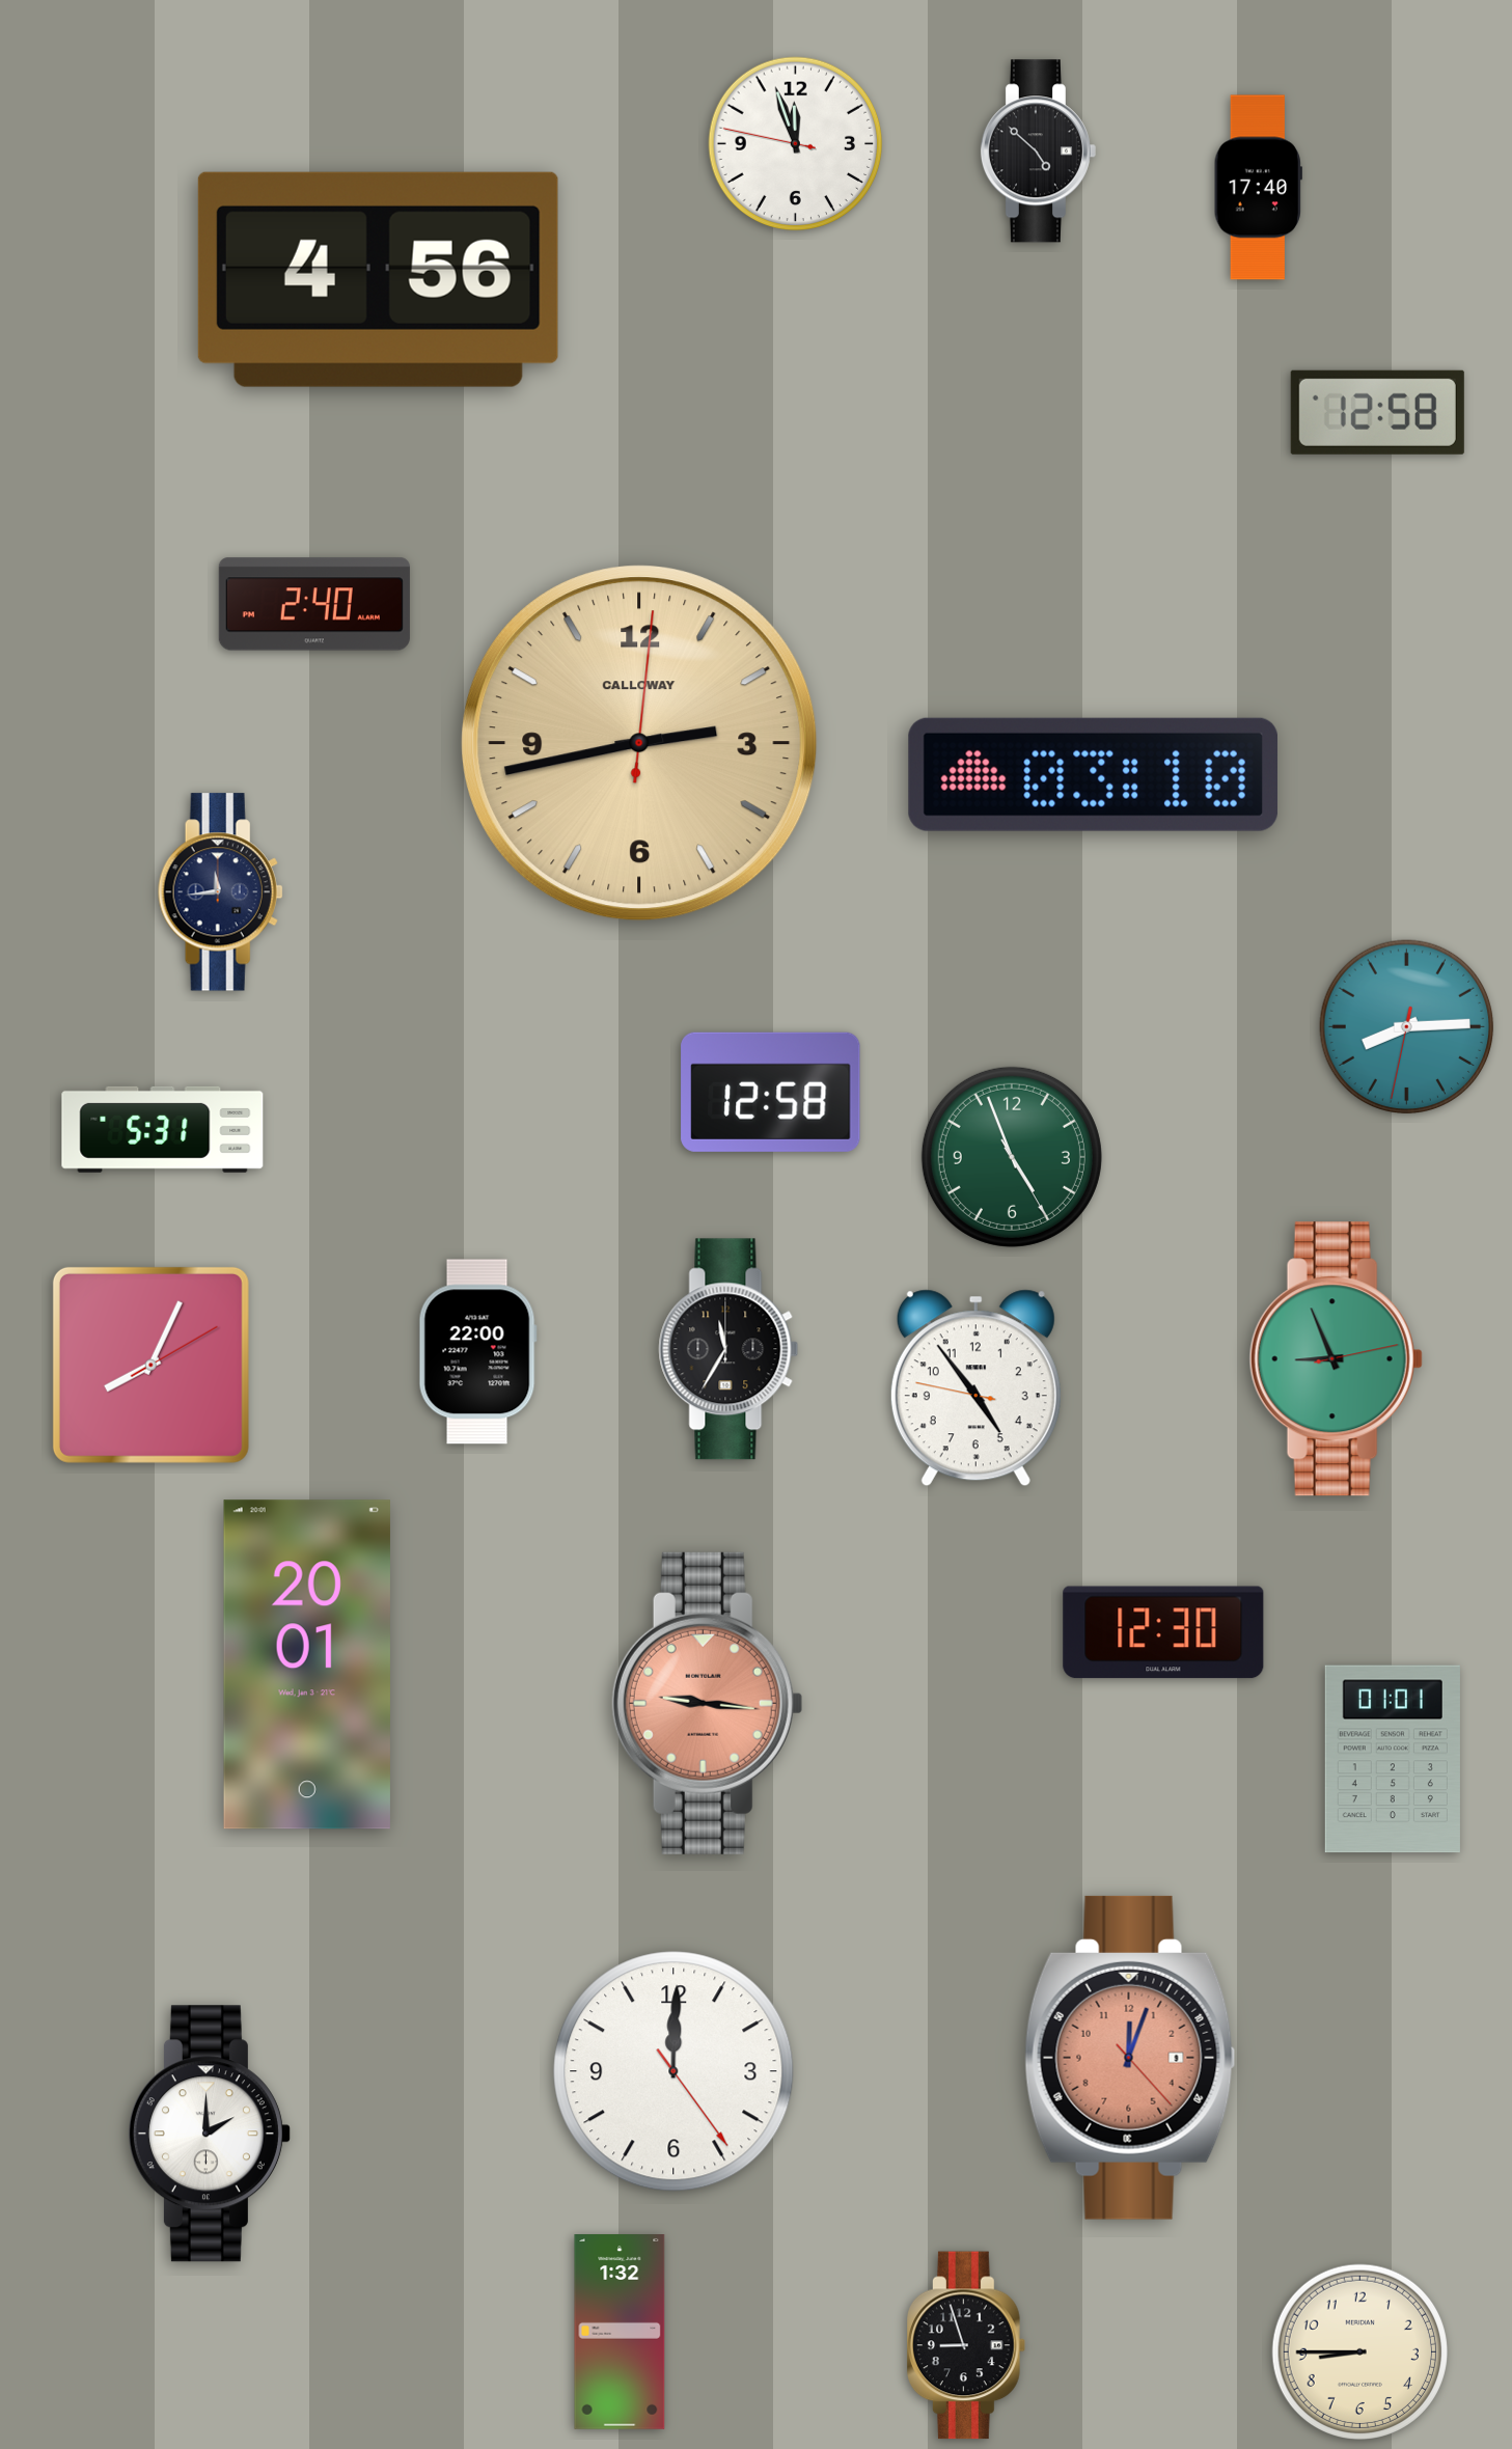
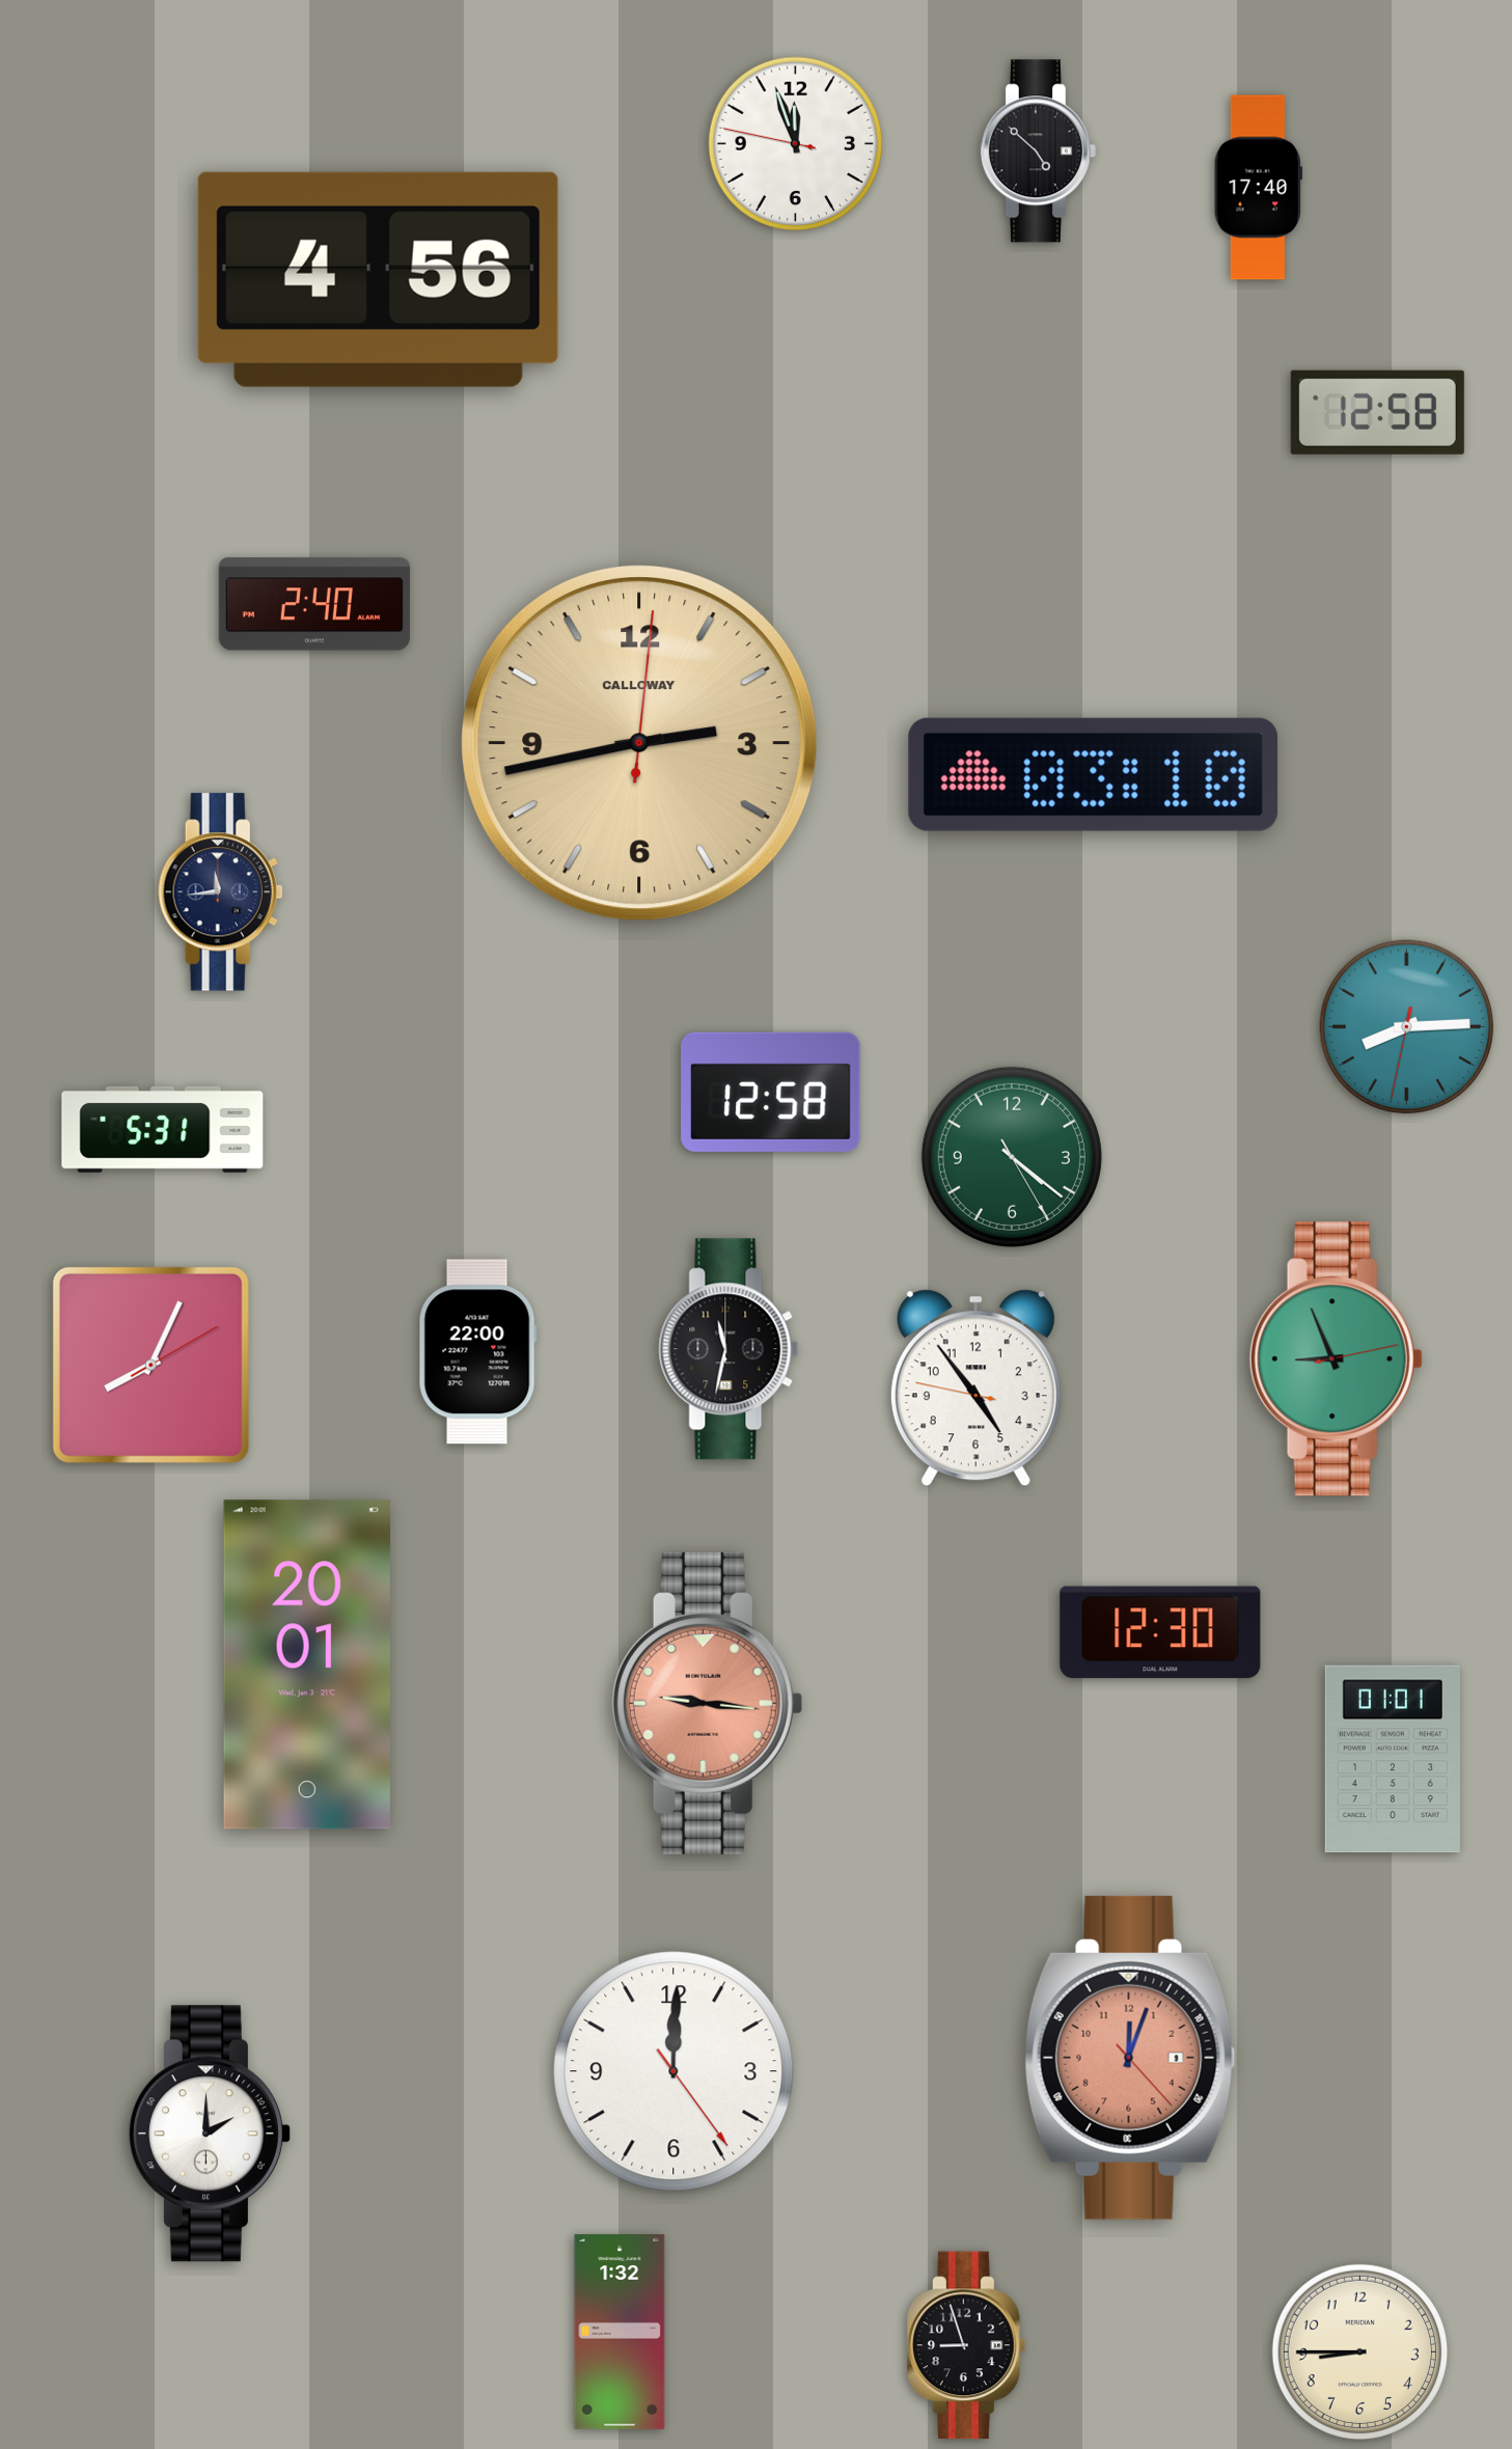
clock at (1012, 1157): 4:56 -> 4:21
clock at (728, 1349): 11:35 -> 11:32
clock at (1163, 1632) position: (1163, 1632) -> (1160, 1632)
